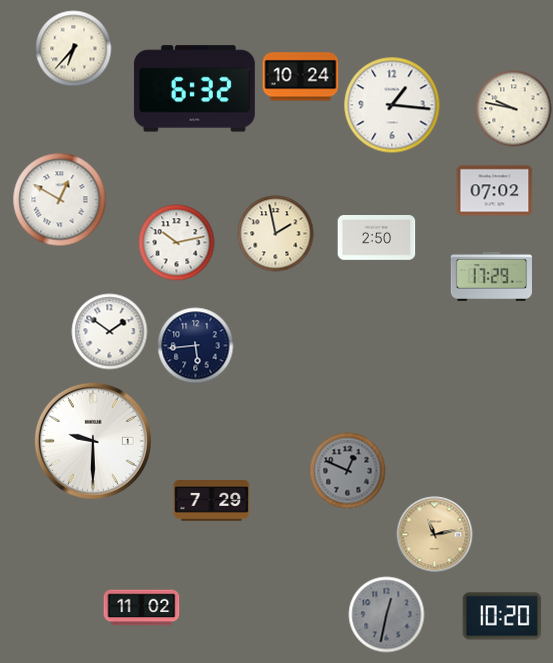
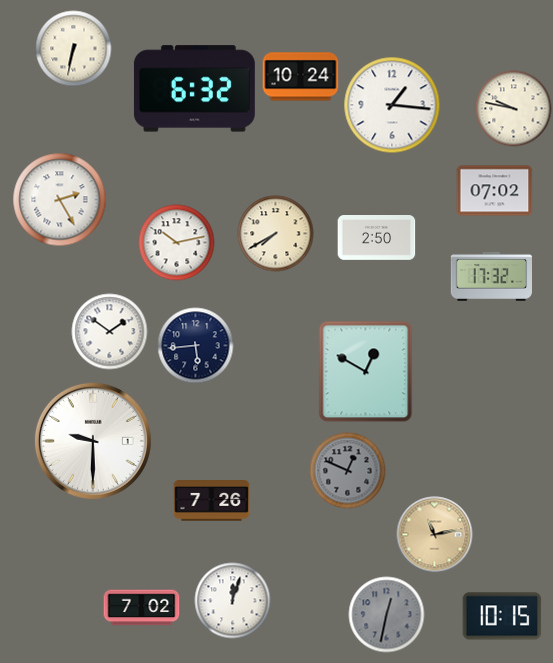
clock at (74, 49): 6:37 -> 6:32
clock at (60, 200): 12:50 -> 2:25
clock at (276, 234): 1:58 -> 7:40
clock at (491, 276): 17:29 -> 17:32
clock at (366, 372): none -> 12:50
clock at (212, 501): 7:29 -> 7:26
clock at (233, 601): none -> 12:03
clock at (142, 608): 11:02 -> 7:02
clock at (502, 616): 10:20 -> 10:15
